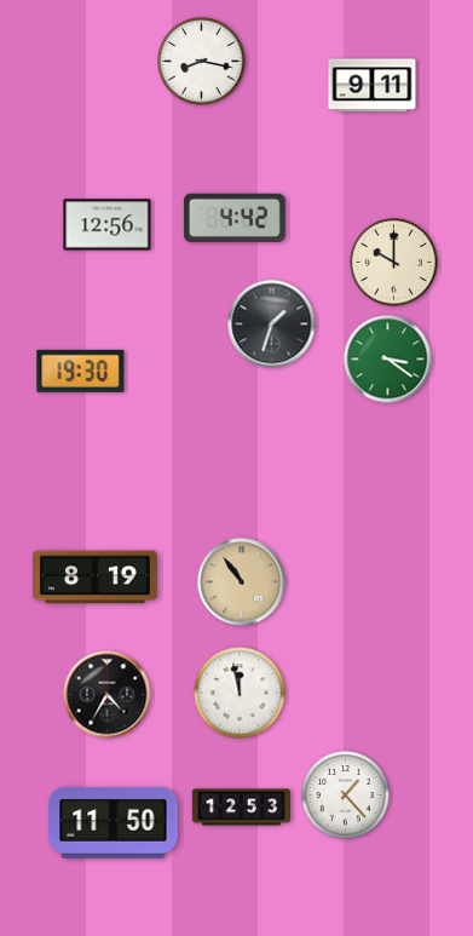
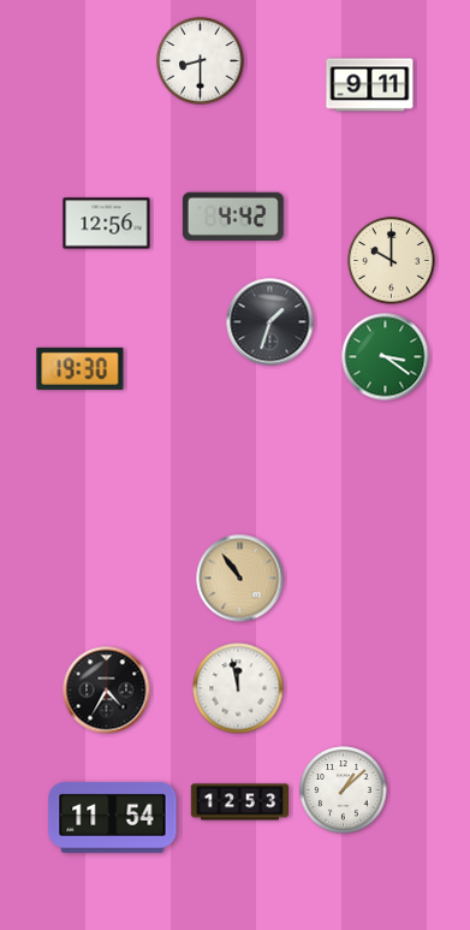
clock at (202, 62): 8:17 -> 8:30
clock at (96, 578): 8:19 -> none
clock at (346, 796): 1:23 -> 1:08
clock at (114, 823): 11:50 -> 11:54
